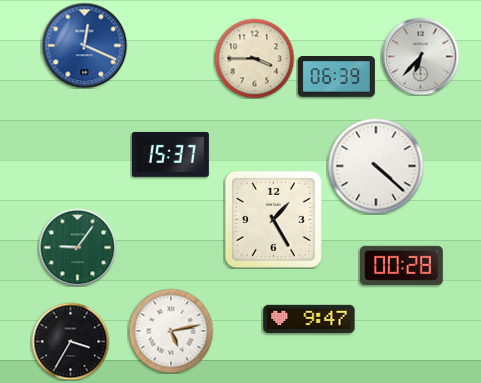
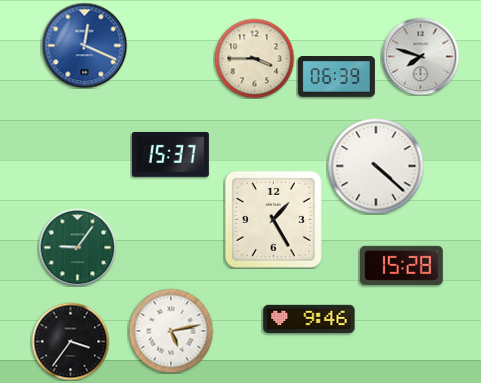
clock at (420, 56): 6:37 -> 7:48
clock at (402, 265): 00:28 -> 15:28
clock at (309, 319): 9:47 -> 9:46
clock at (70, 341): 3:35 -> 3:36
